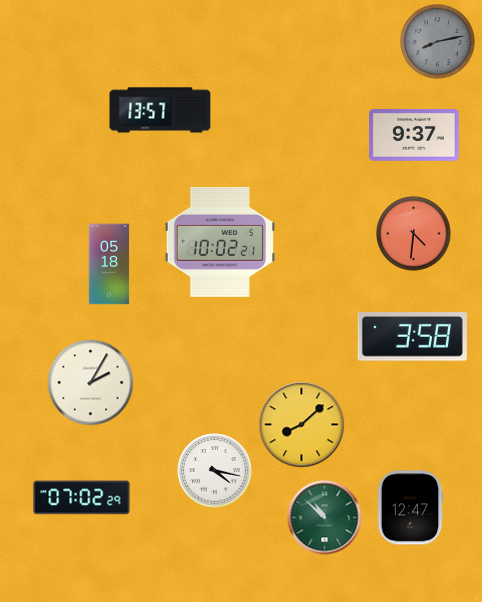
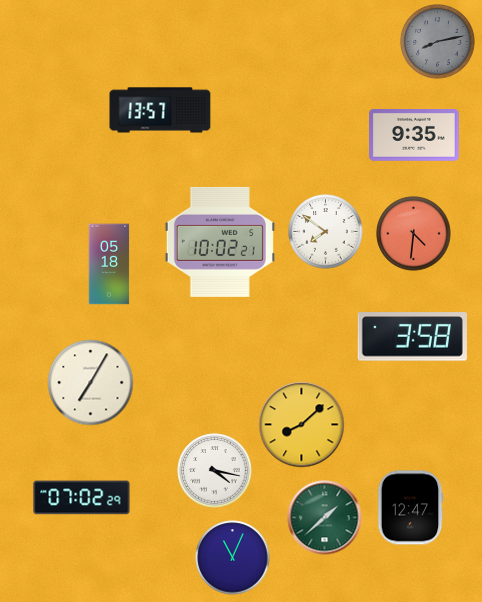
clock at (414, 136): 9:37 -> 9:35
clock at (326, 232): none -> 7:51
clock at (91, 383): 2:05 -> 7:05
clock at (325, 518): 10:52 -> 1:38
clock at (233, 558): none -> 11:04
